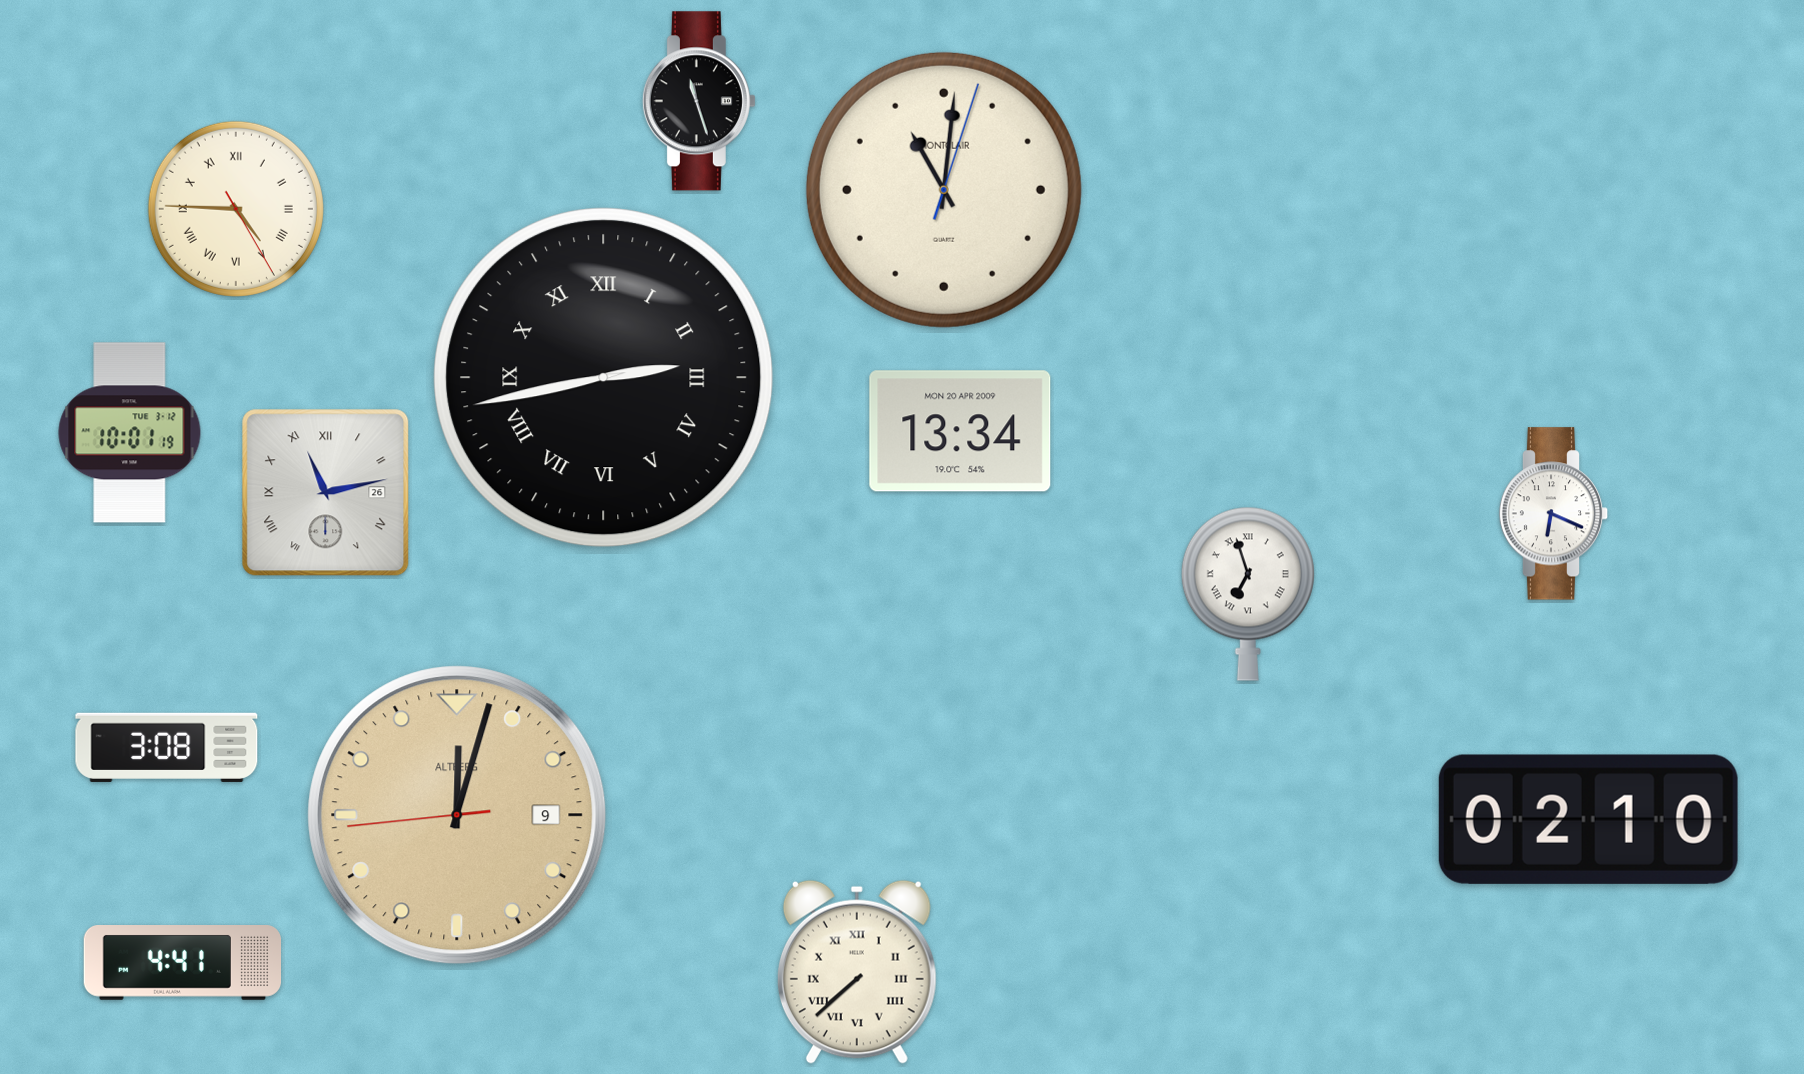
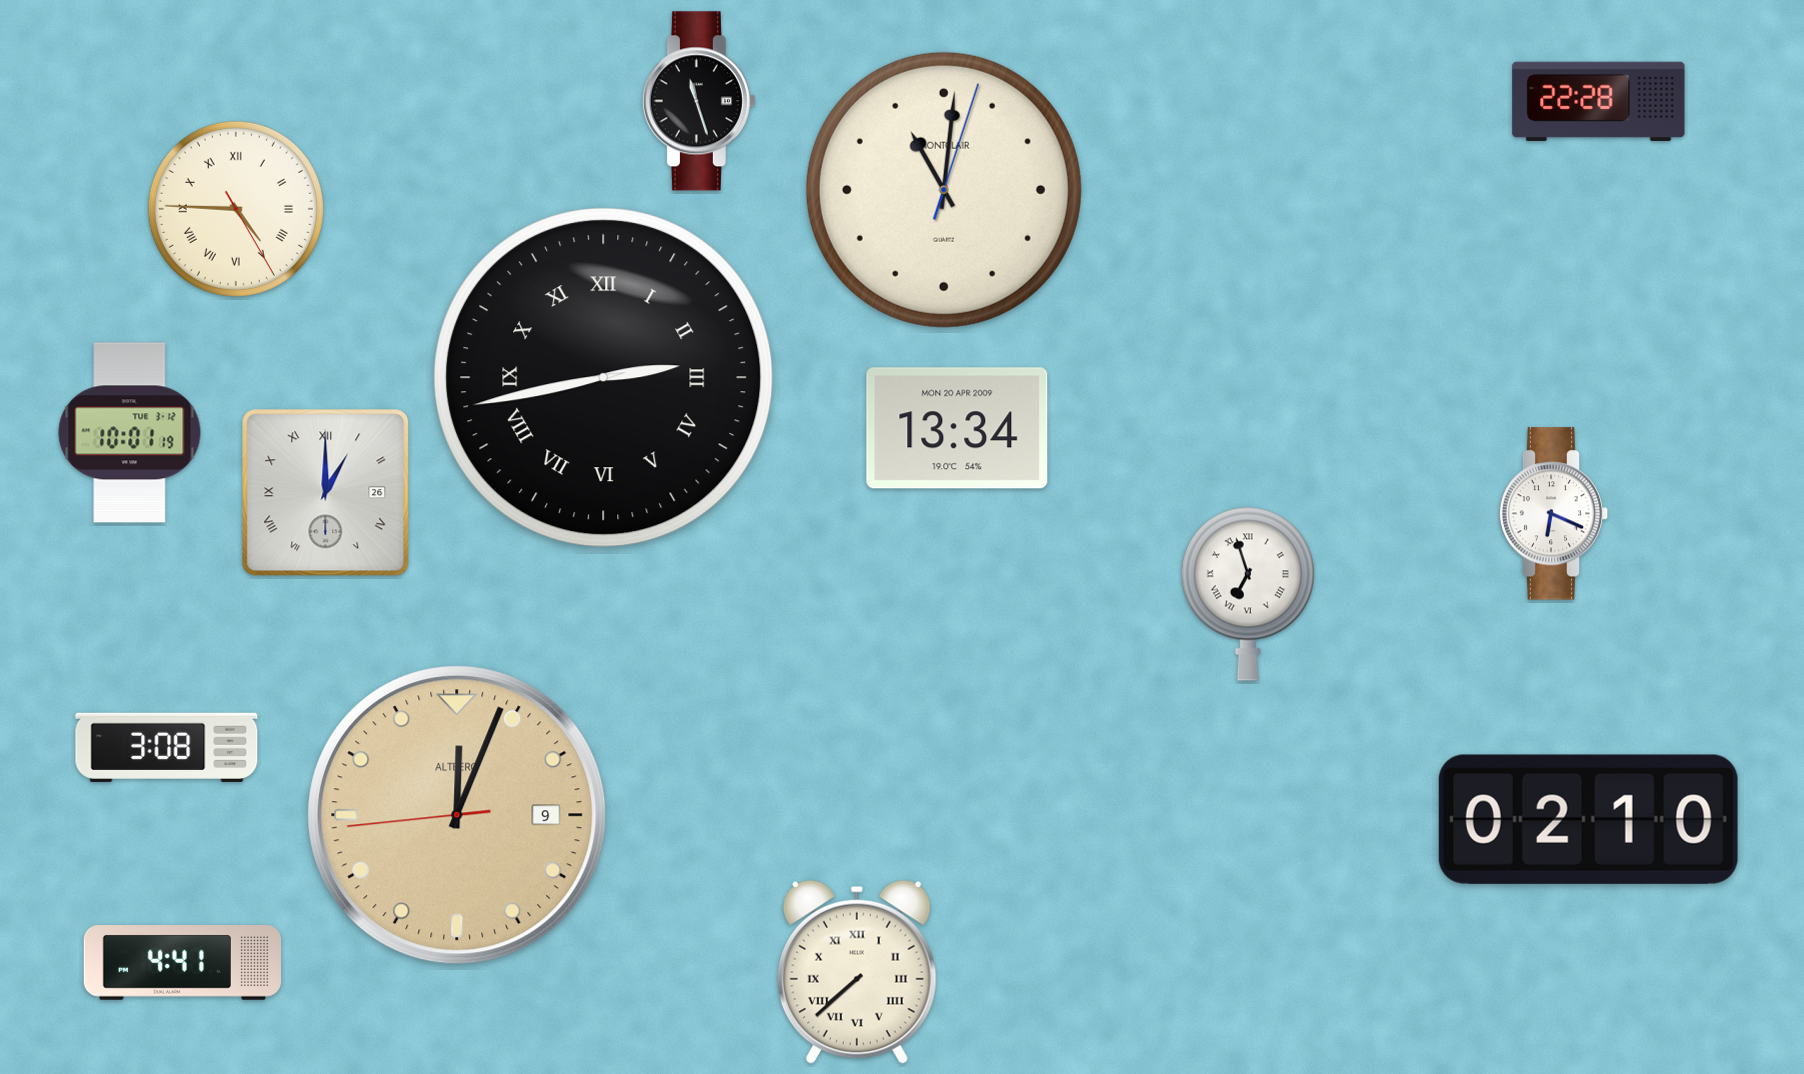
clock at (1599, 101): none -> 22:28
clock at (960, 431) position: (960, 431) -> (957, 428)
clock at (326, 493): 11:13 -> 1:00
clock at (457, 815): 12:02 -> 12:03
